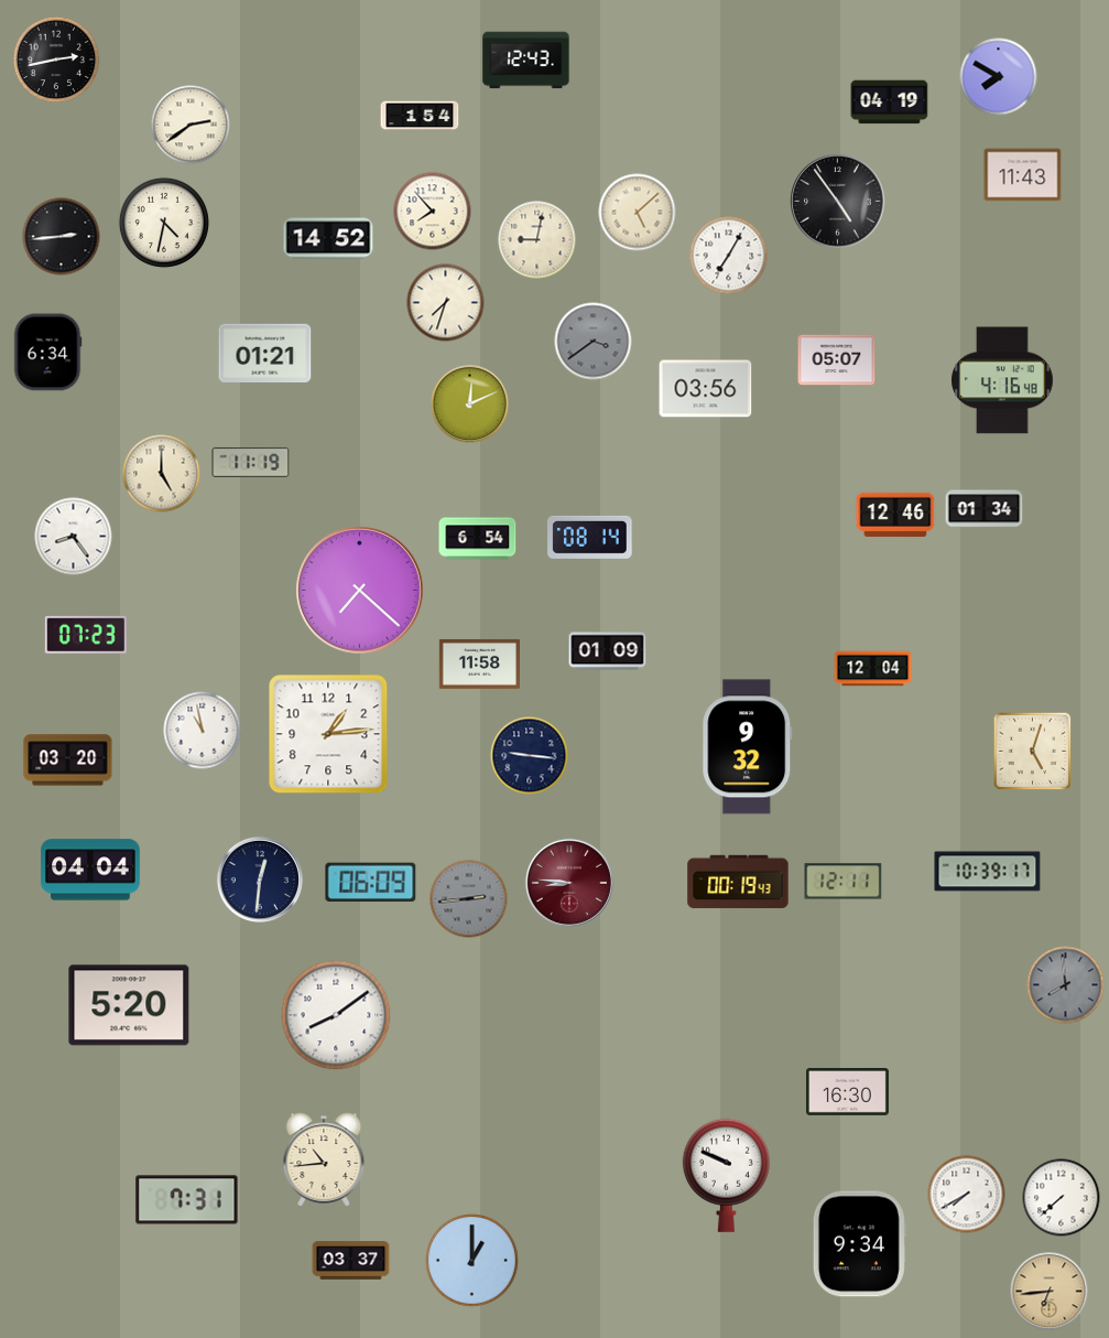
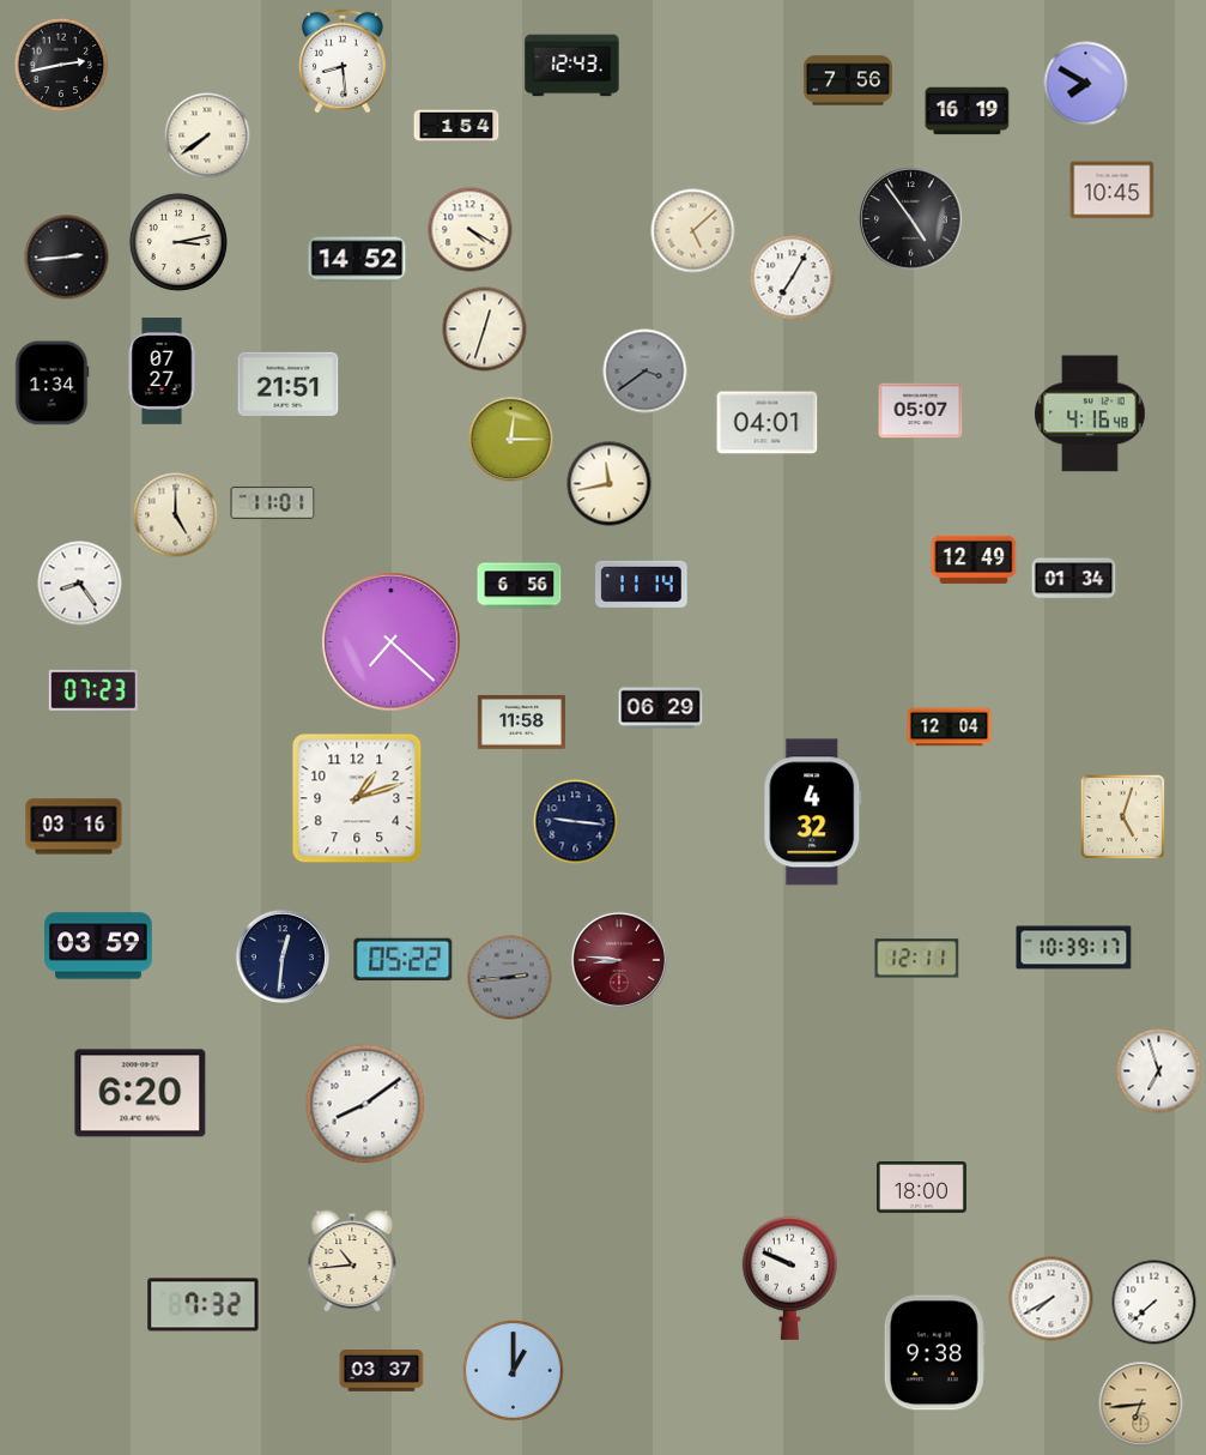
clock at (343, 61): none -> 8:29
clock at (848, 80): none -> 7:56
clock at (890, 102): 04:19 -> 16:19
clock at (191, 125): 2:39 -> 7:39
clock at (1023, 175): 11:43 -> 10:45
clock at (433, 212): 7:53 -> 4:20
clock at (164, 223): 4:32 -> 3:13
clock at (537, 240): 9:02 -> none
clock at (446, 303): 7:33 -> 12:33
clock at (162, 372): none -> 07:27
clock at (47, 353): 6:34 -> 1:34
clock at (265, 353): 01:21 -> 21:51
clock at (837, 360) position: (837, 360) -> (921, 411)
clock at (706, 389): 03:56 -> 04:01
clock at (470, 404): 12:11 -> 12:15
clock at (610, 484): none -> 11:43
clock at (251, 462): 11:19 -> 11:01
clock at (985, 509) position: (985, 509) -> (1074, 579)
clock at (895, 515): 12:46 -> 12:49
clock at (590, 537): 08:14 -> 11:14
clock at (478, 539): 6:54 -> 6:56
clock at (608, 651): 01:09 -> 06:29
clock at (203, 731): 10:58 -> none
clock at (328, 734): 1:14 -> 1:12
clock at (748, 747): 9:32 -> 4:32
clock at (68, 760): 03:20 -> 03:16
clock at (90, 870): 04:04 -> 03:59
clock at (738, 882): 00:19 -> none
clock at (371, 883): 06:09 -> 05:22
clock at (1066, 985): 7:59 -> 6:57
clock at (1066, 985) dial: grey -> white
clock at (129, 1005): 5:20 -> 6:20
clock at (847, 1092): 16:30 -> 18:00
clock at (187, 1200): 7:31 -> 7:32
clock at (859, 1244): 9:34 -> 9:38
